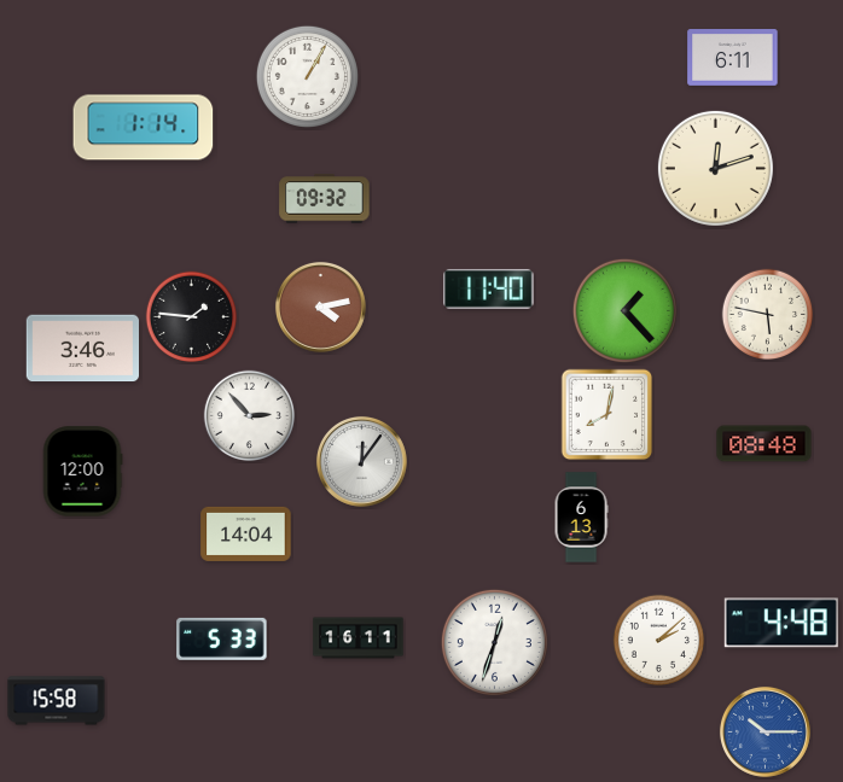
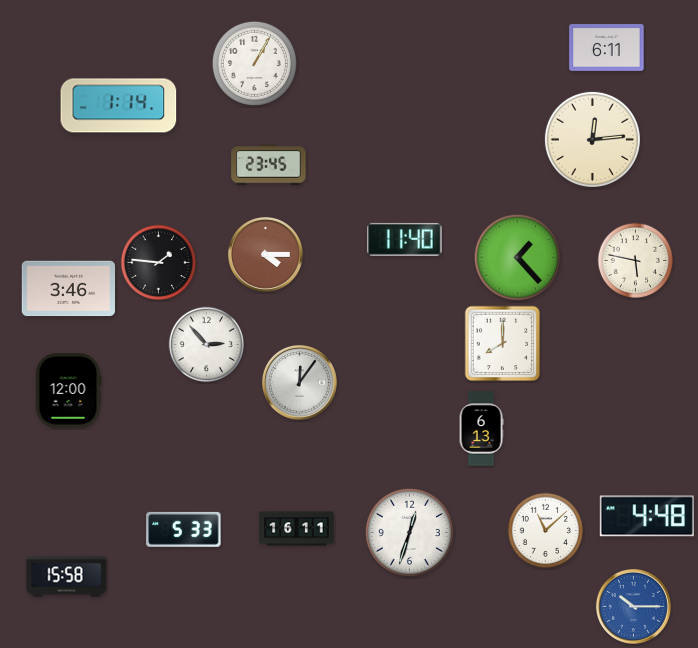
clock at (715, 168): 12:12 -> 12:14
clock at (325, 199): 09:32 -> 23:45
clock at (320, 307): 4:13 -> 4:15
clock at (607, 415): 8:02 -> 8:00
clock at (764, 444): 08:48 -> none
clock at (246, 533): 14:04 -> none
clock at (659, 641): 2:08 -> 11:08
clock at (57, 701) position: (57, 701) -> (67, 577)
